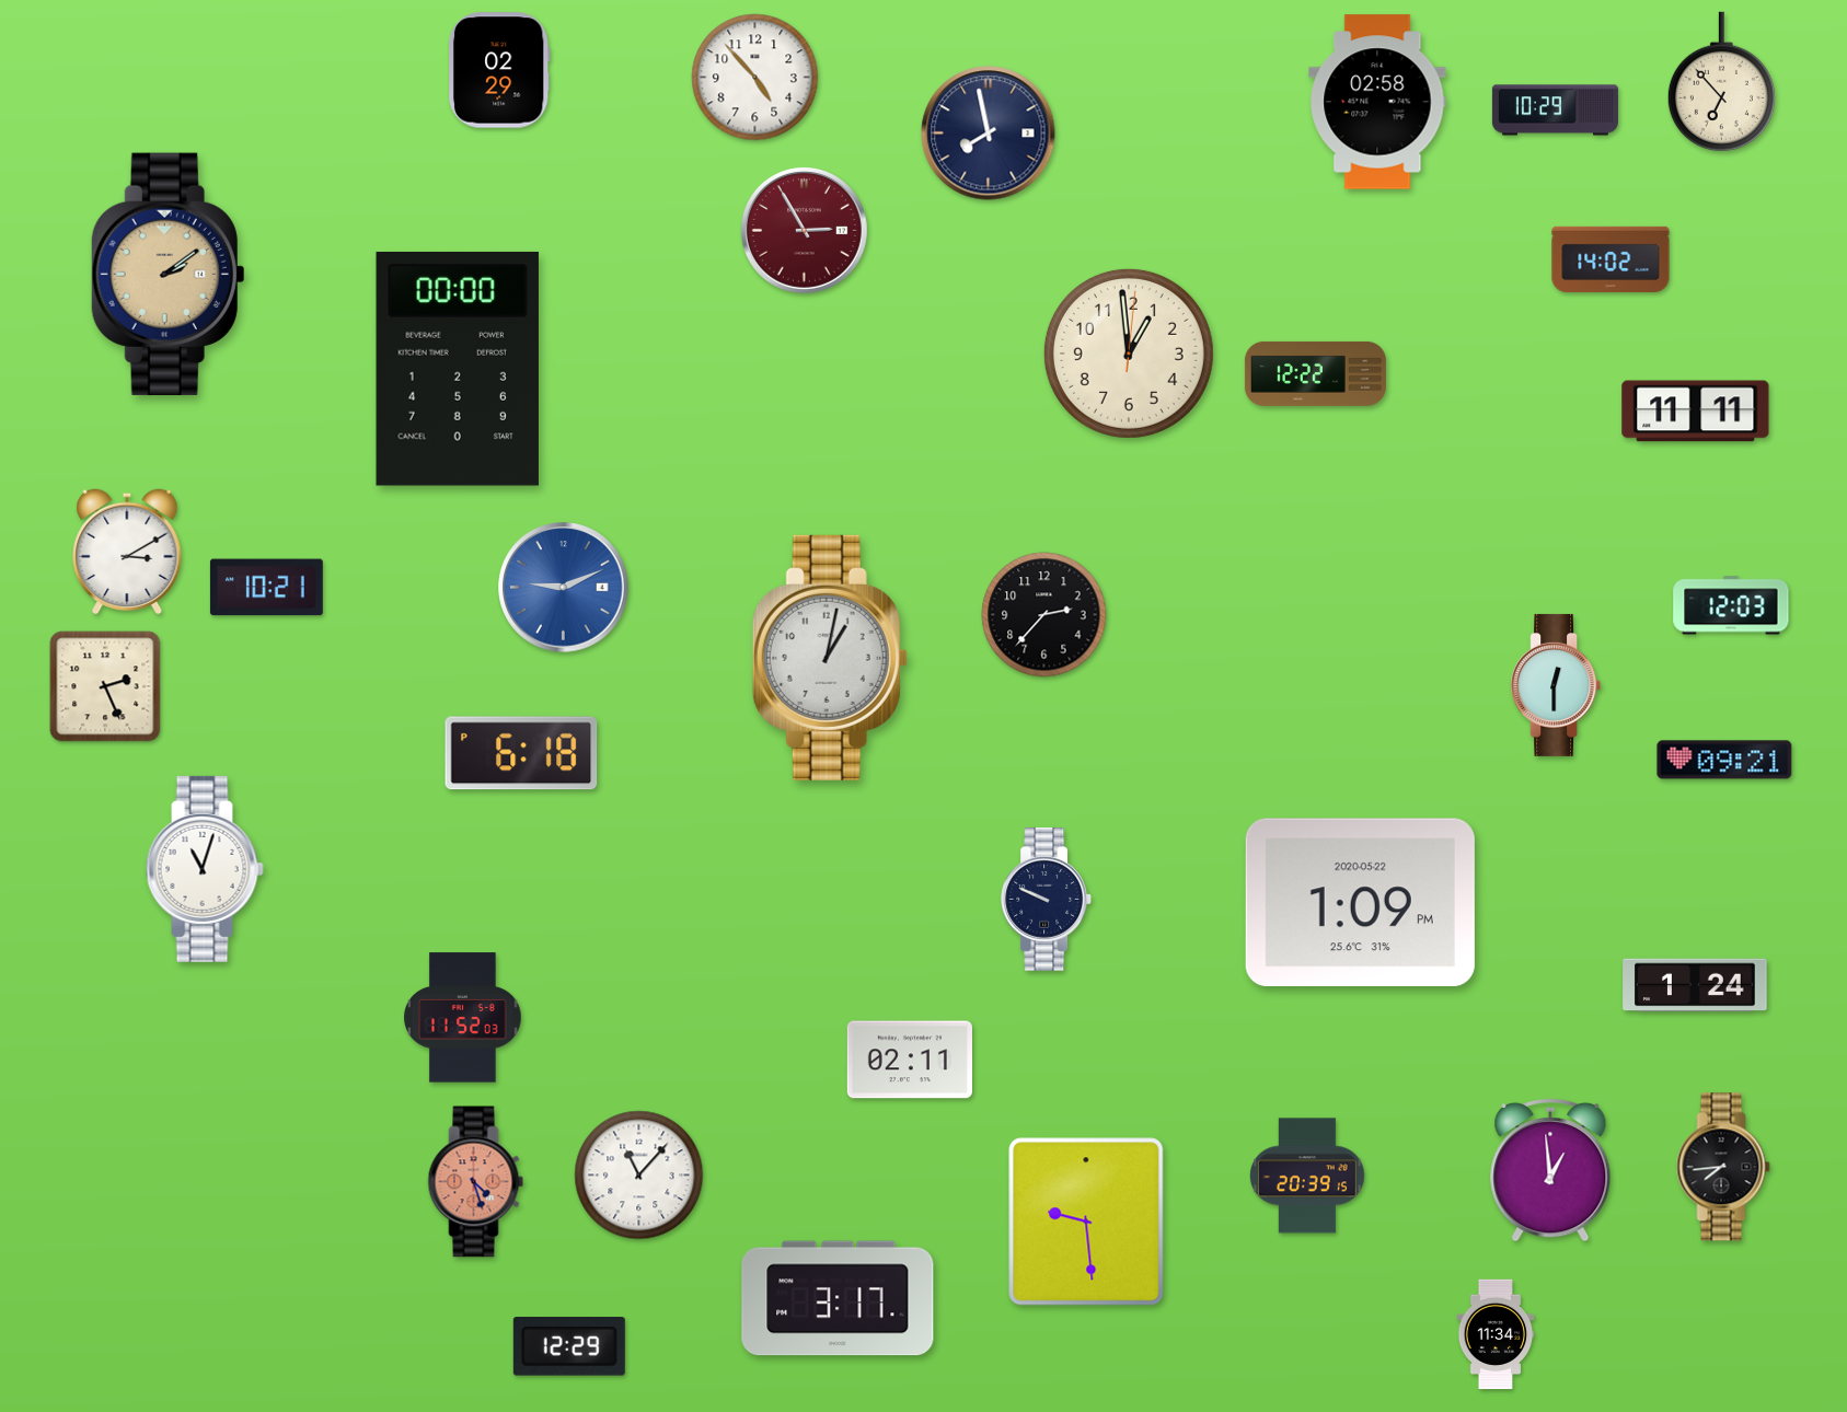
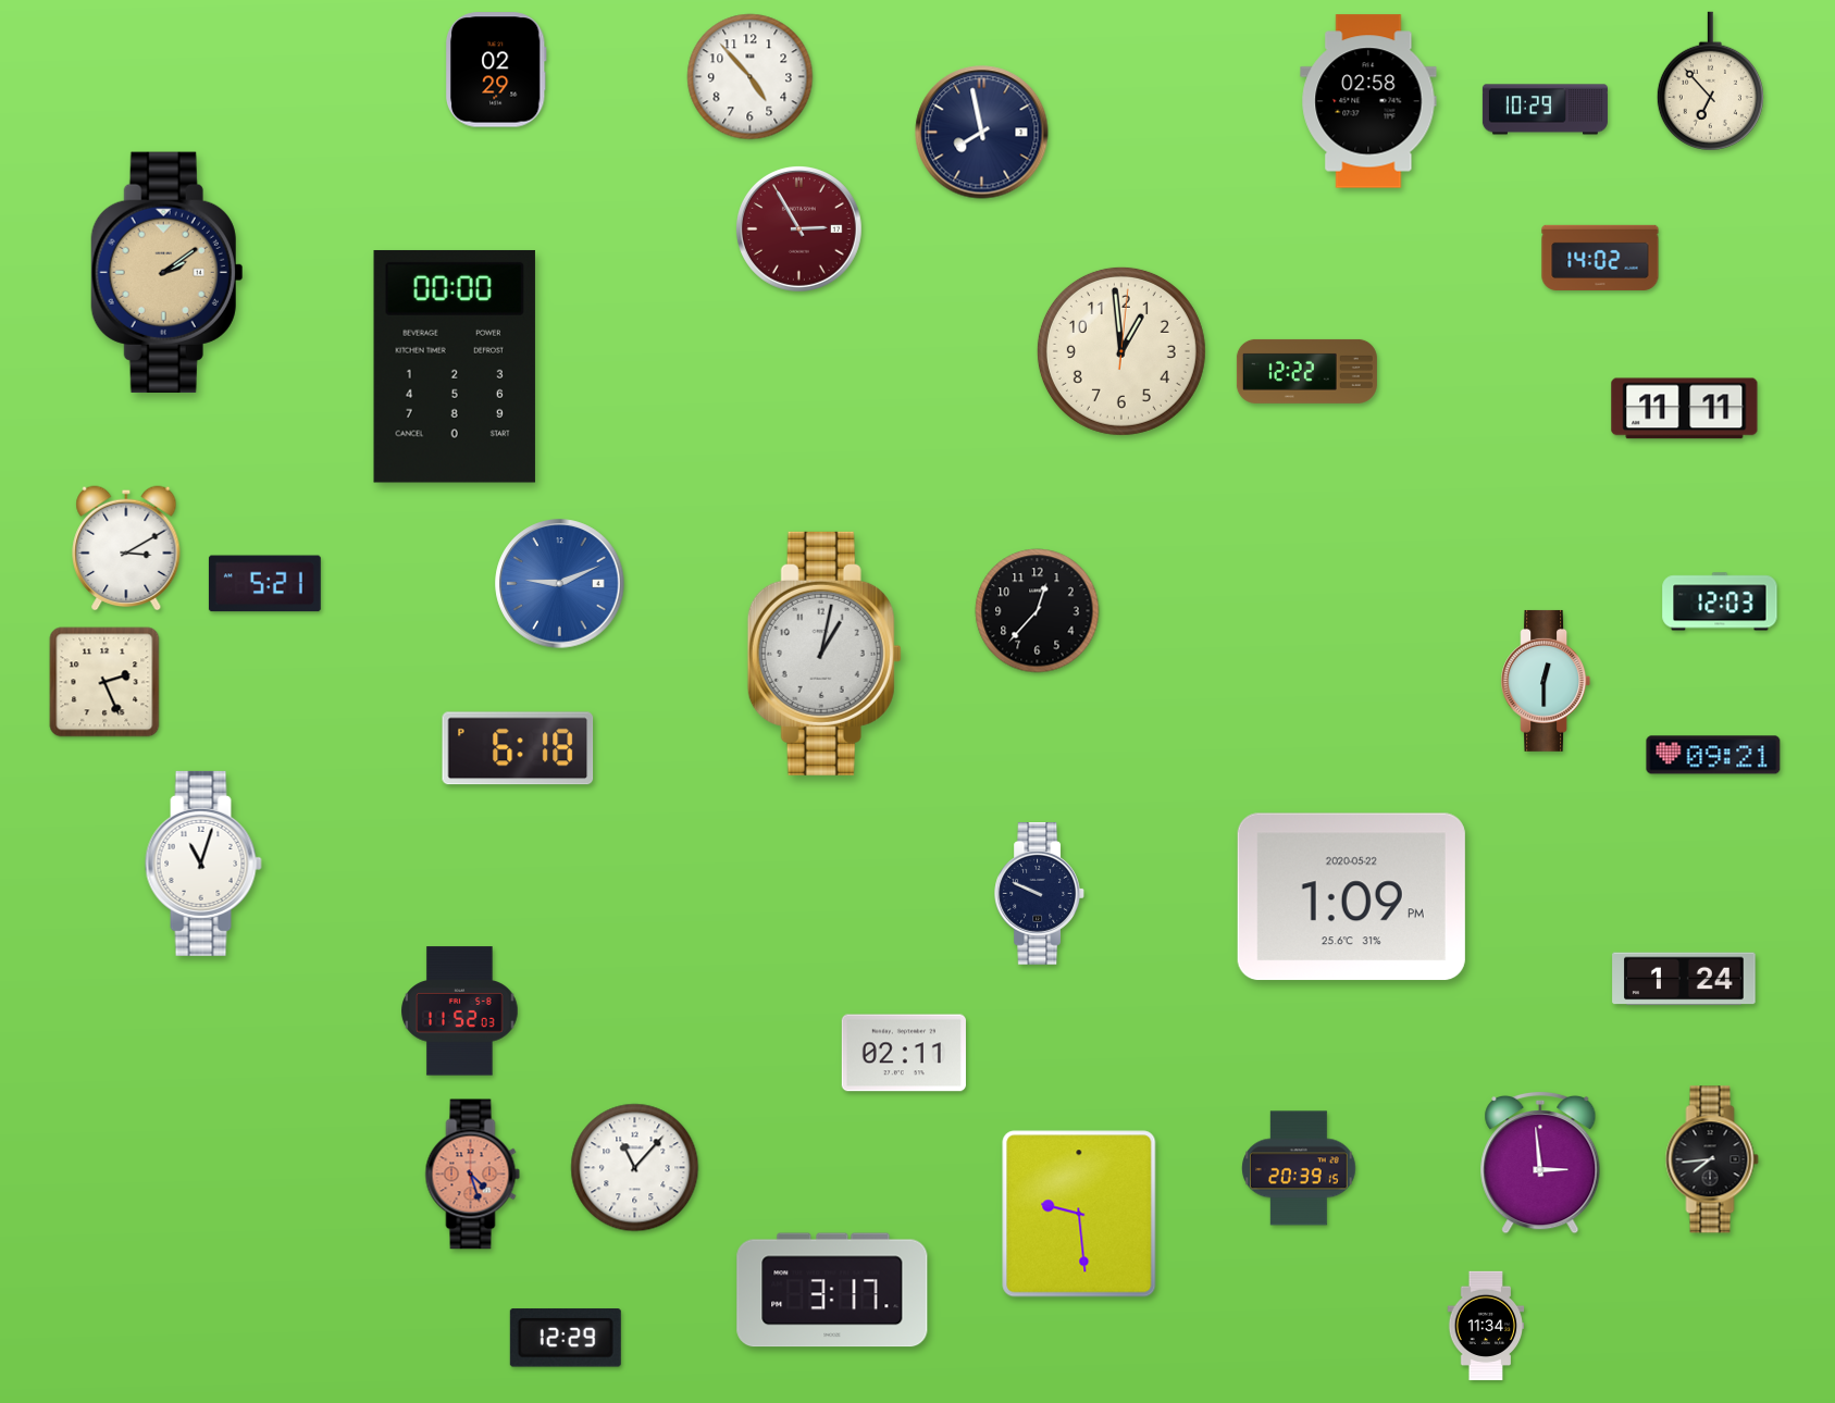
clock at (266, 588): 10:21 -> 5:21
clock at (1044, 615): 2:37 -> 12:37
clock at (1550, 1170): 12:59 -> 2:59
